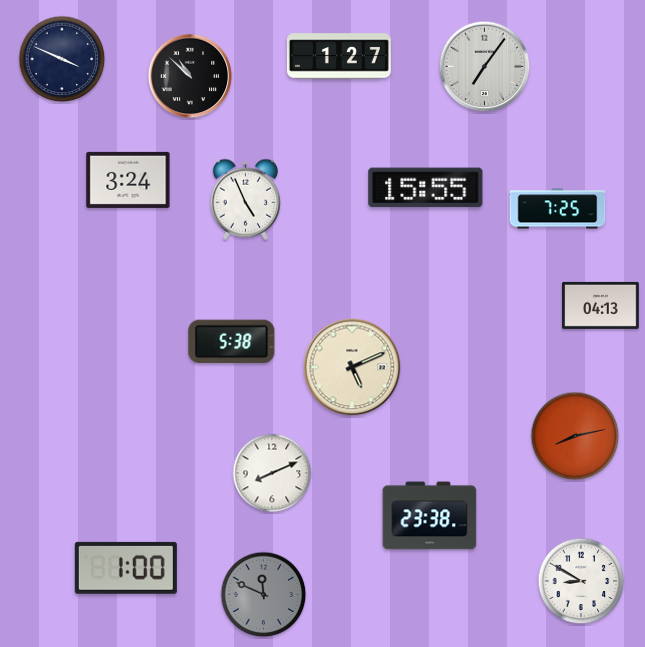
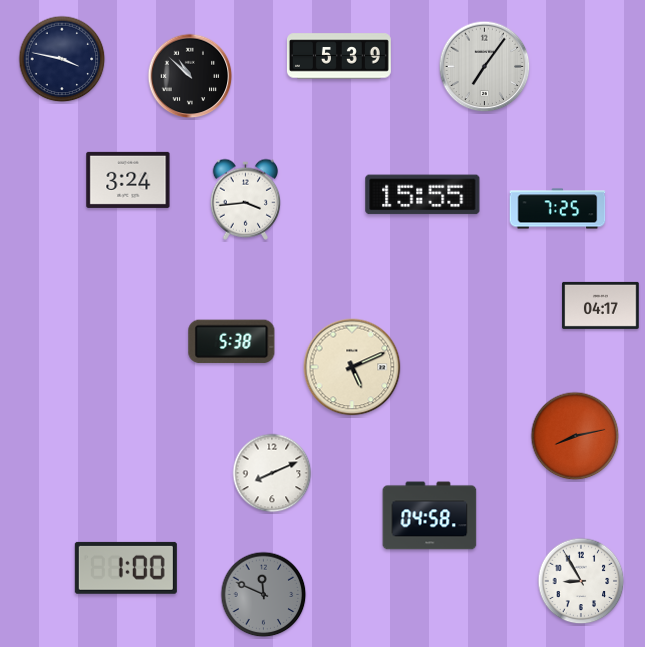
clock at (339, 56): 1:27 -> 5:39
clock at (62, 59): 3:49 -> 3:47
clock at (426, 188) position: (426, 188) -> (423, 195)
clock at (246, 199): 4:56 -> 3:44
clock at (601, 305): 04:13 -> 04:17
clock at (430, 516): 23:38 -> 04:58
clock at (581, 581): 8:50 -> 8:55
